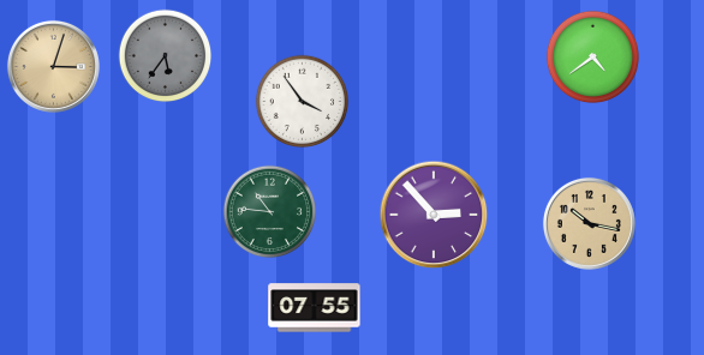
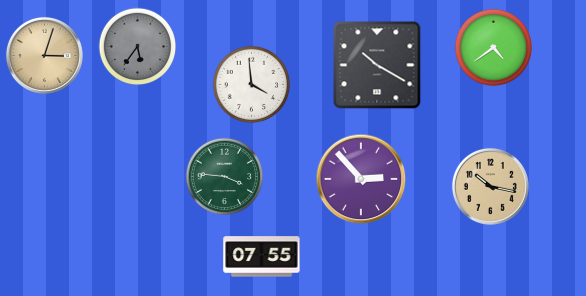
clock at (377, 65): none -> 10:20
clock at (302, 101): 3:54 -> 3:59
clock at (269, 211): 10:46 -> 3:46
